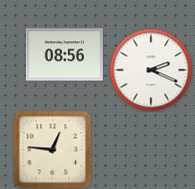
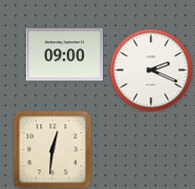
clock at (64, 55): 08:56 -> 09:00
clock at (52, 149): 12:46 -> 12:31
